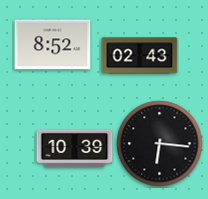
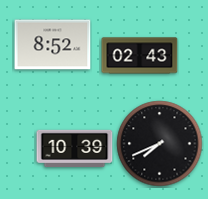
clock at (160, 144): 6:16 -> 7:41
